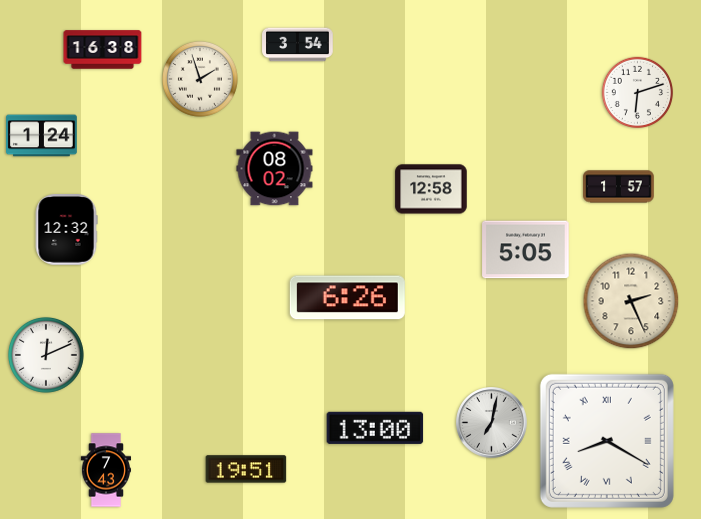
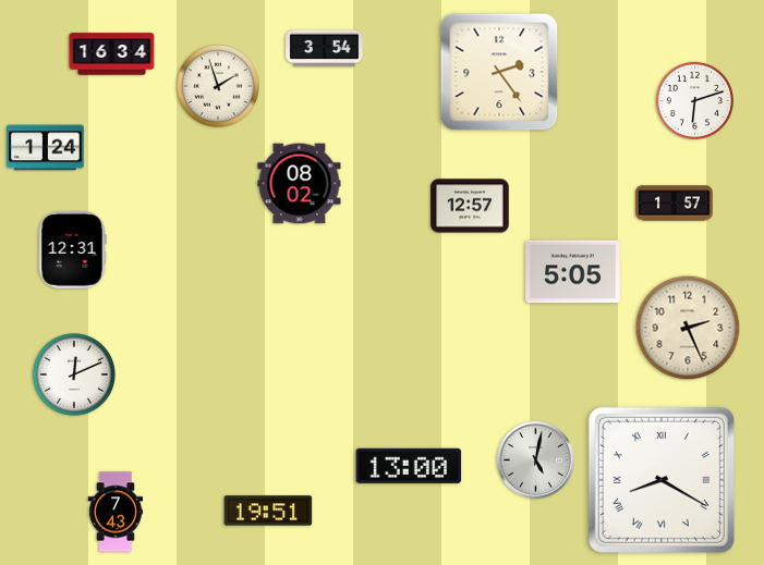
clock at (103, 50): 16:38 -> 16:34
clock at (499, 72): none -> 2:24
clock at (431, 189): 12:58 -> 12:57
clock at (66, 230): 12:32 -> 12:31
clock at (347, 298): 6:26 -> none
clock at (46, 356) position: (46, 356) -> (74, 376)
clock at (492, 423): 7:02 -> 5:02
